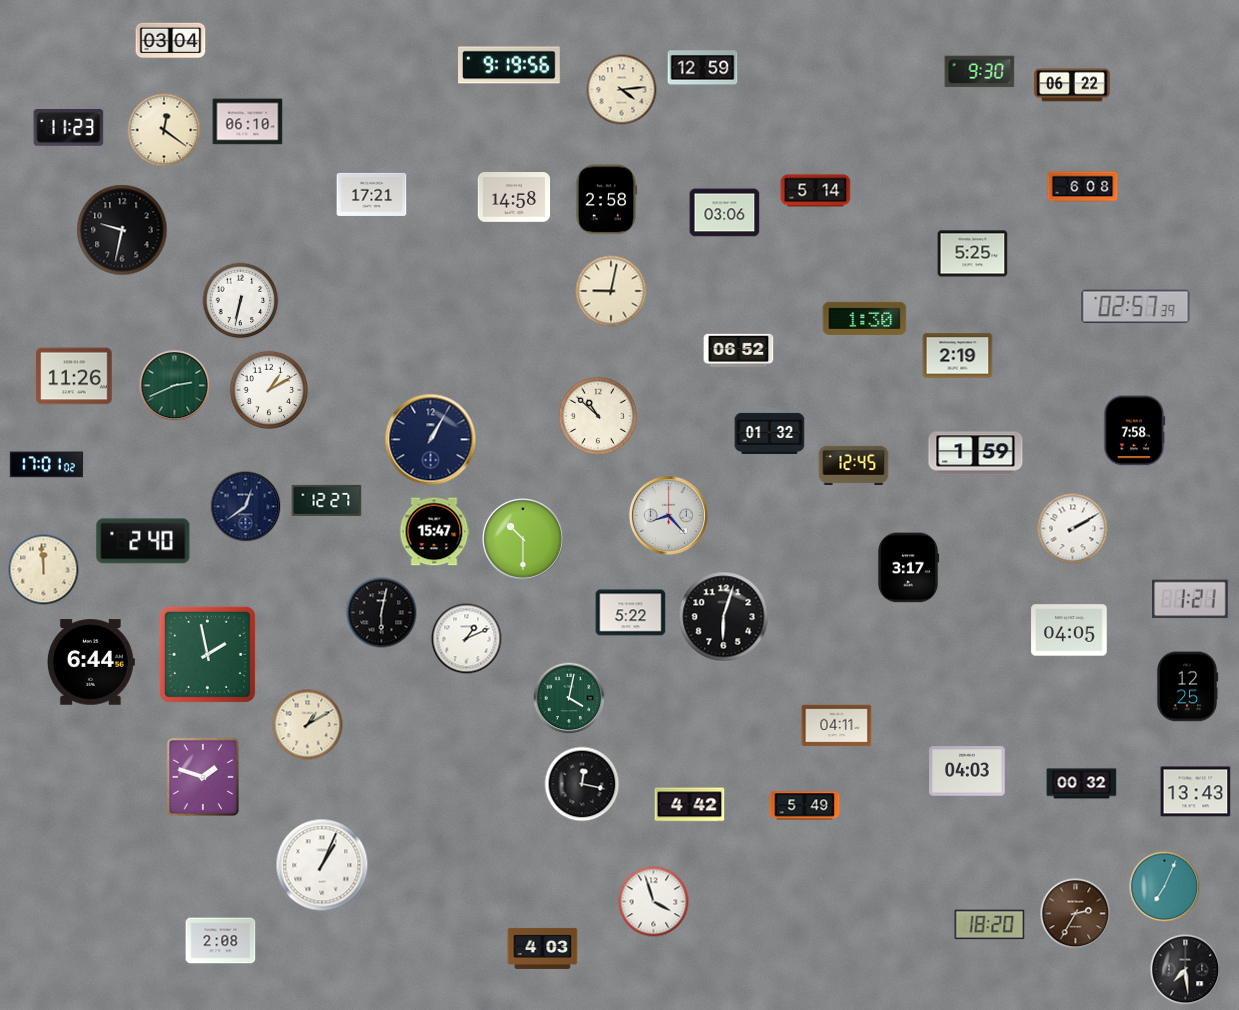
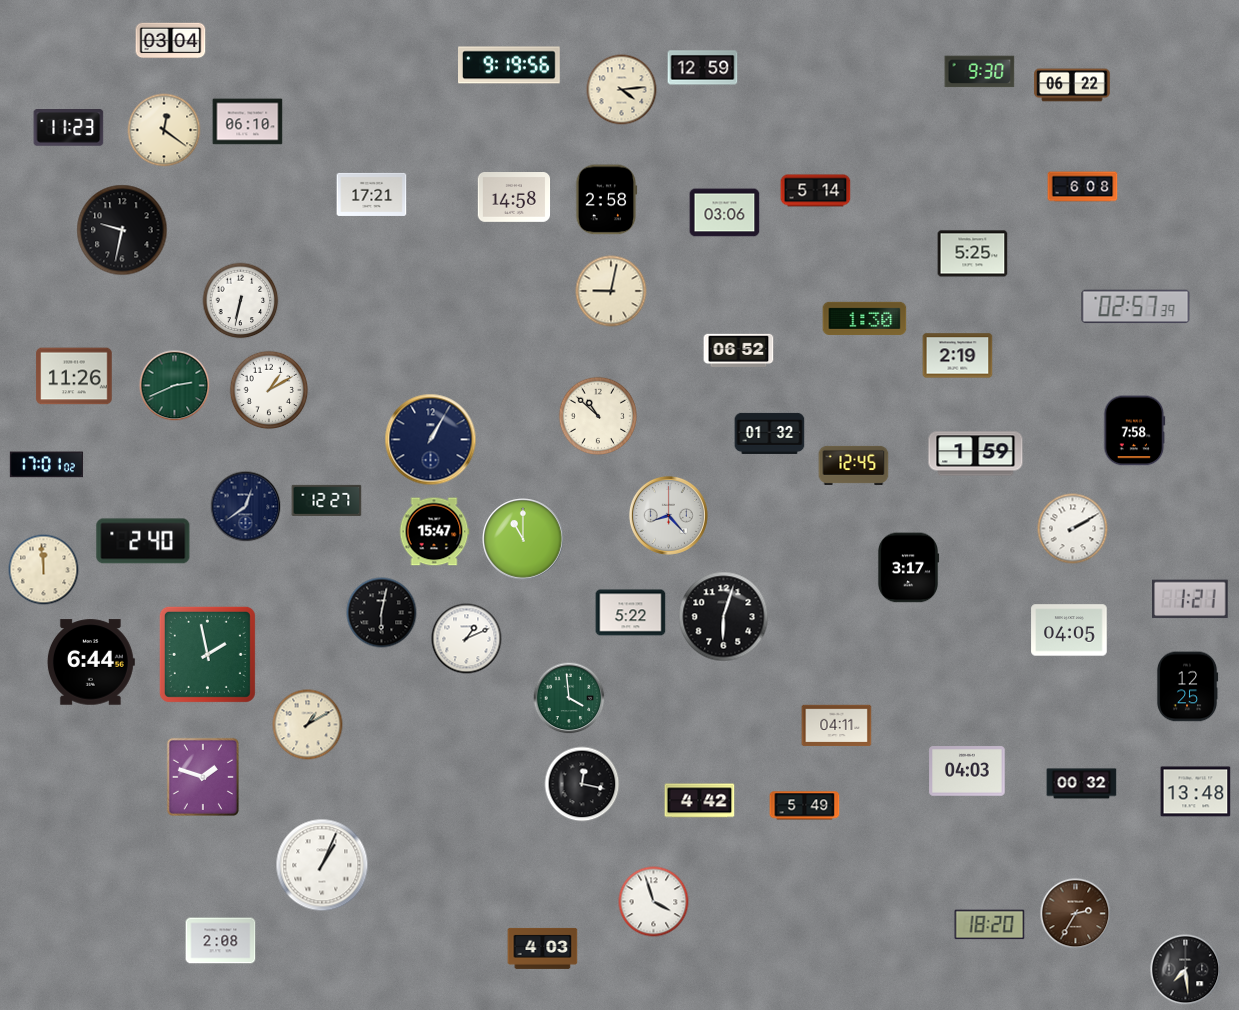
clock at (523, 539): 10:30 -> 11:00
clock at (569, 698): 4:02 -> 3:59
clock at (1196, 792): 13:43 -> 13:48
clock at (690, 805) position: (690, 805) -> (700, 801)
clock at (1165, 887): 7:04 -> none
